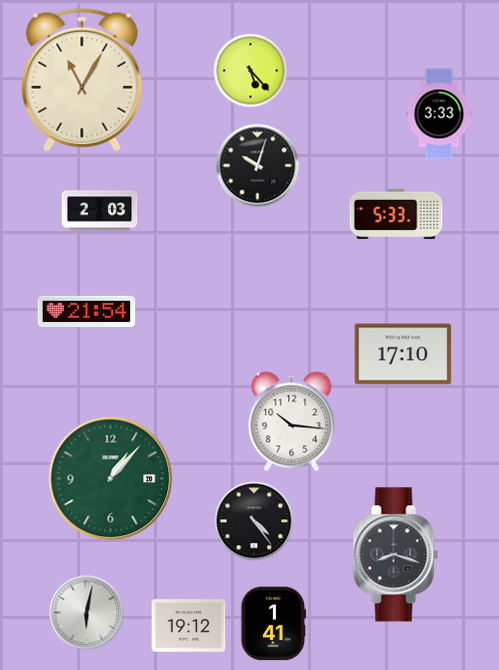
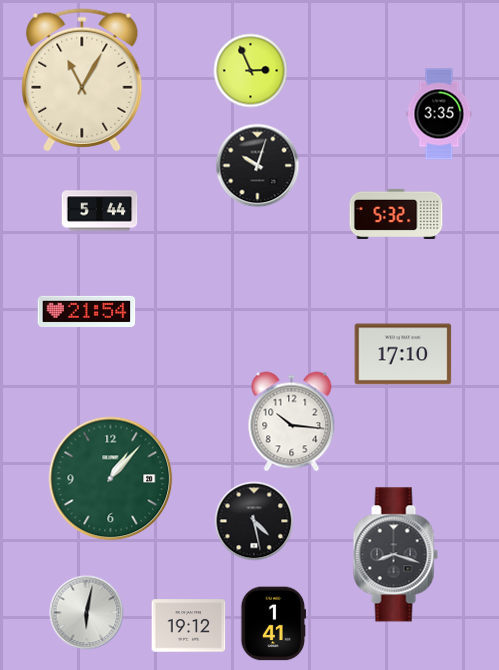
clock at (251, 71): 5:23 -> 2:56
clock at (439, 114): 3:33 -> 3:35
clock at (100, 211): 2:03 -> 5:44
clock at (396, 213): 5:33 -> 5:32
clock at (254, 521): 4:24 -> 4:28
